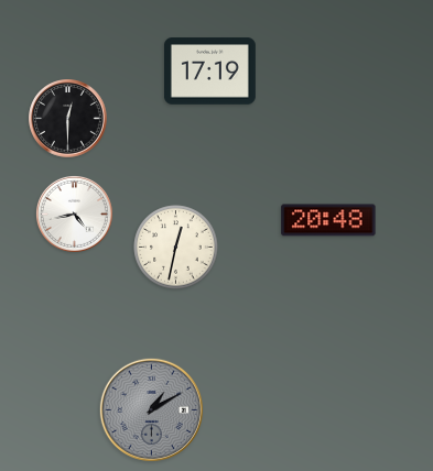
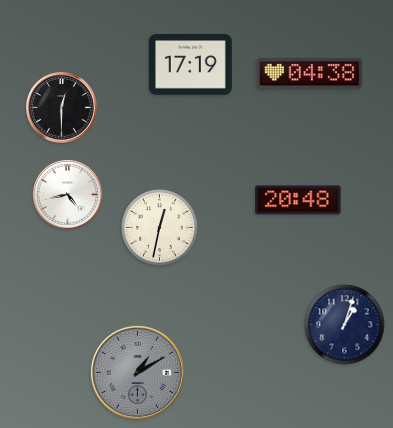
clock at (310, 74): none -> 04:38
clock at (176, 248) position: (176, 248) -> (160, 228)
clock at (345, 325): none -> 1:03
